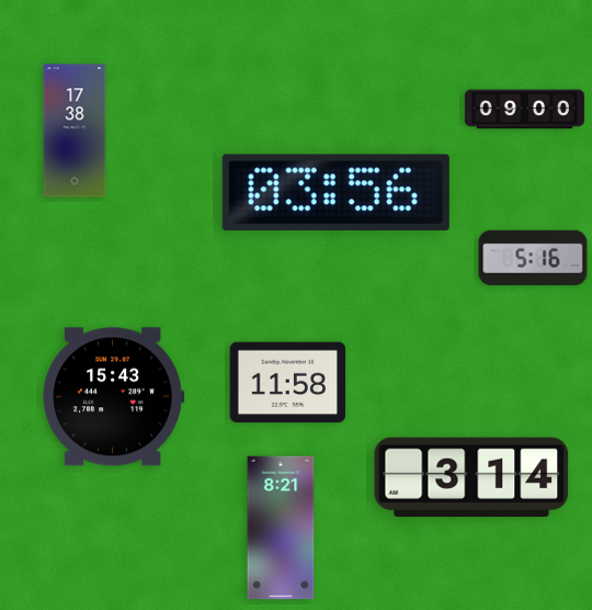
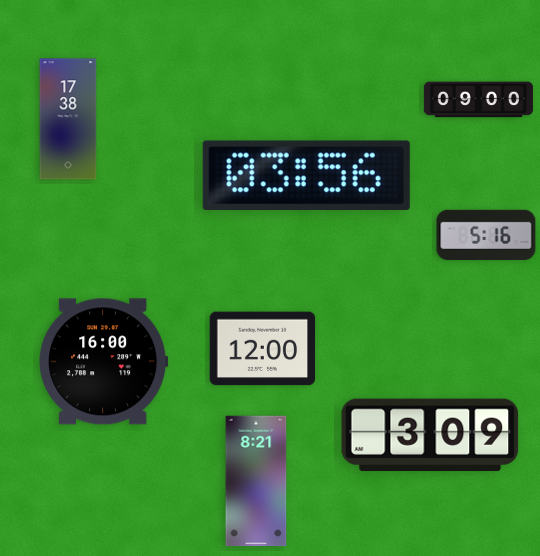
clock at (288, 383): 11:58 -> 12:00
clock at (114, 397): 15:43 -> 16:00
clock at (471, 477): 3:14 -> 3:09
